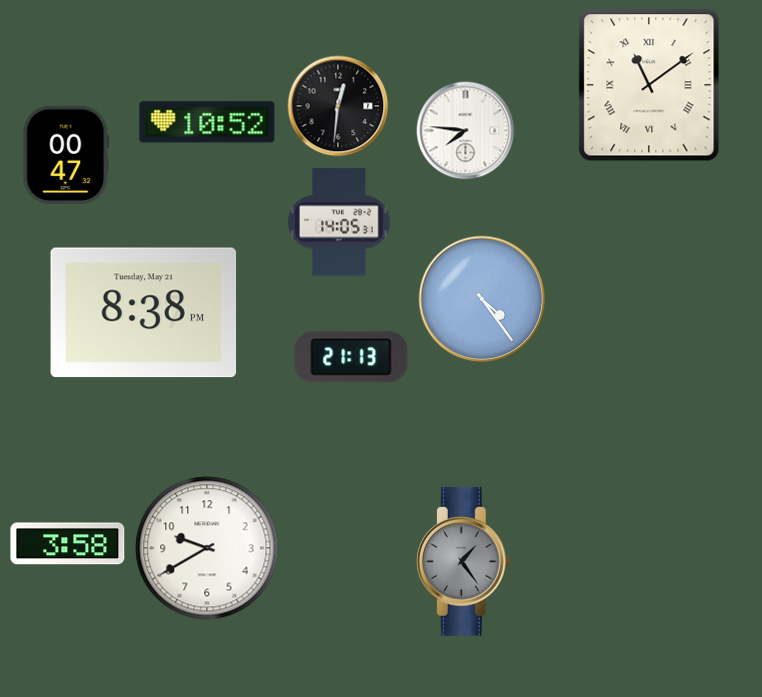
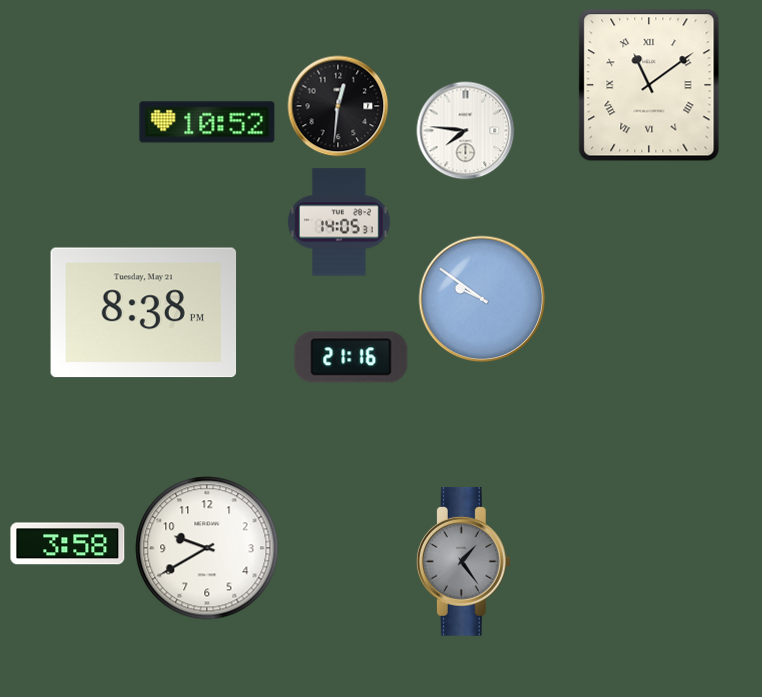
clock at (66, 154): 00:47 -> none
clock at (482, 299): 4:24 -> 9:51
clock at (351, 357): 21:13 -> 21:16
